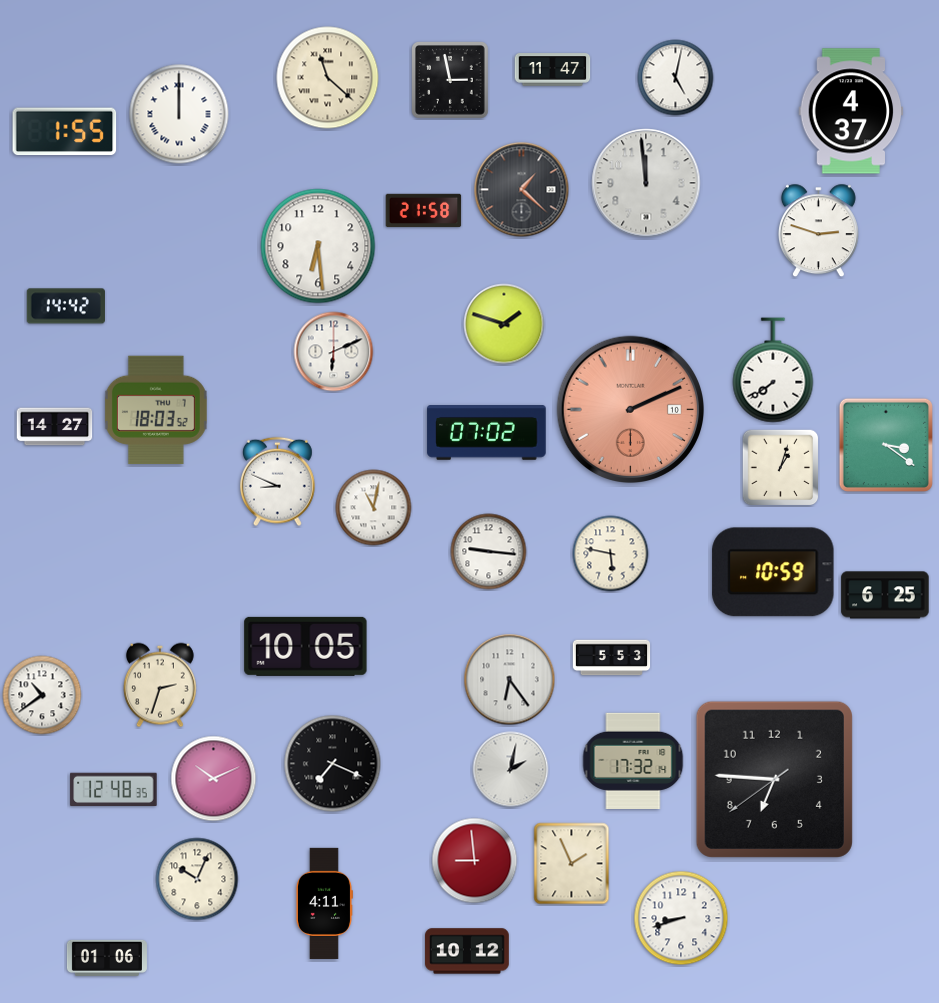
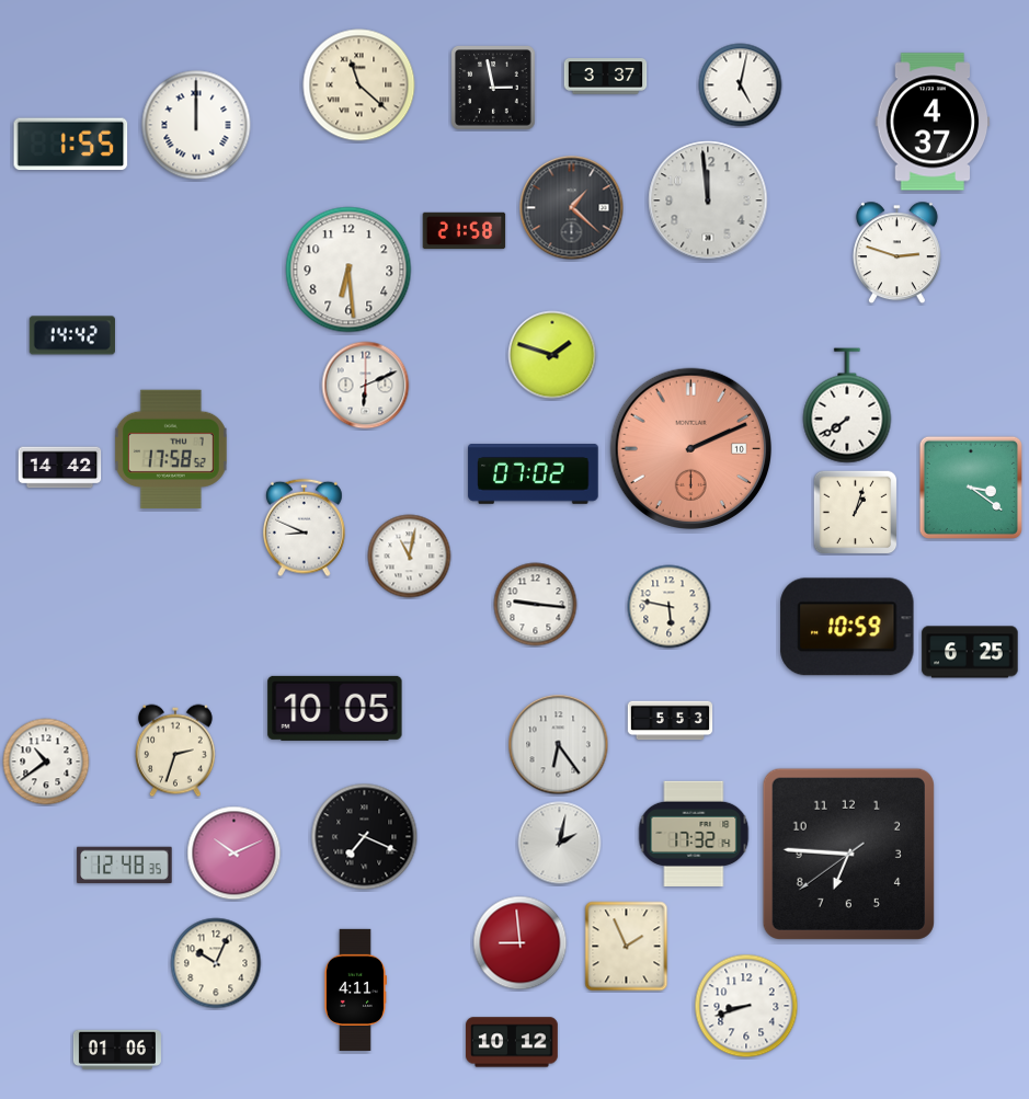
clock at (553, 70): 11:47 -> 3:37
clock at (156, 409): 18:03 -> 17:58
clock at (55, 427): 14:27 -> 14:42
